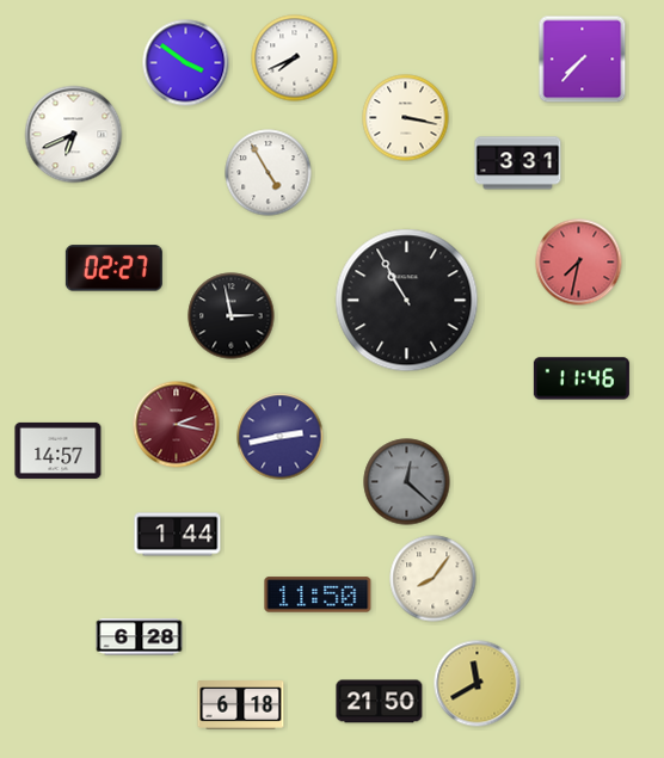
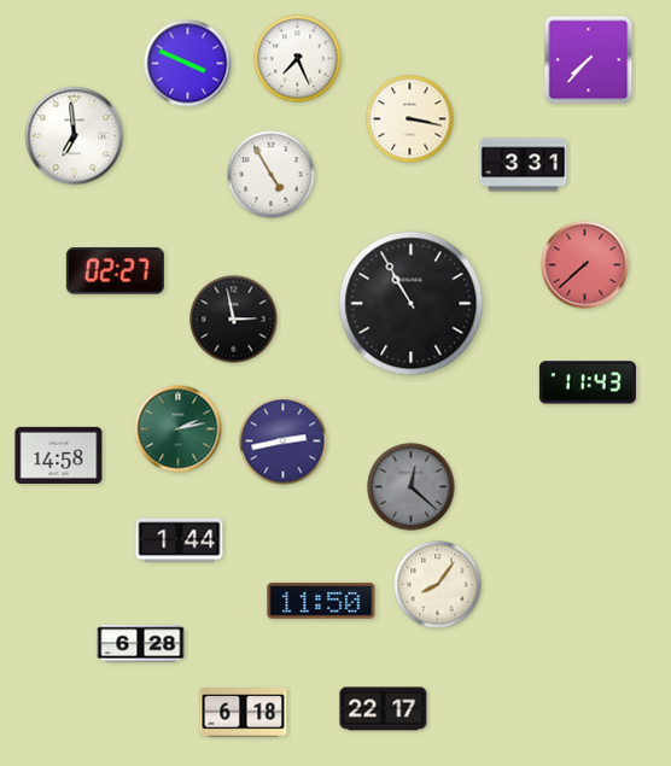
clock at (295, 58): 7:41 -> 7:26
clock at (186, 63): 3:51 -> 3:49
clock at (74, 135): 6:41 -> 6:59
clock at (579, 263): 7:32 -> 7:38
clock at (582, 378): 11:46 -> 11:43
clock at (177, 425): 2:17 -> 2:13
clock at (177, 425) dial: burgundy -> green
clock at (59, 450): 14:57 -> 14:58
clock at (478, 684): 11:40 -> none
clock at (380, 702): 21:50 -> 22:17
